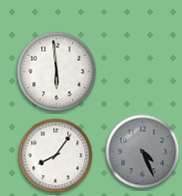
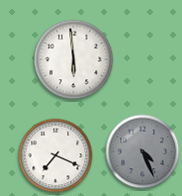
clock at (57, 72) position: (57, 72) -> (74, 60)
clock at (56, 156): 8:06 -> 7:19
